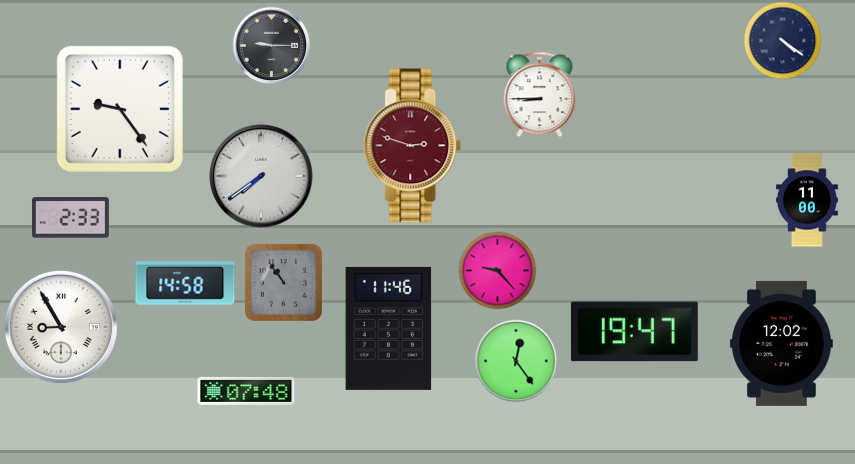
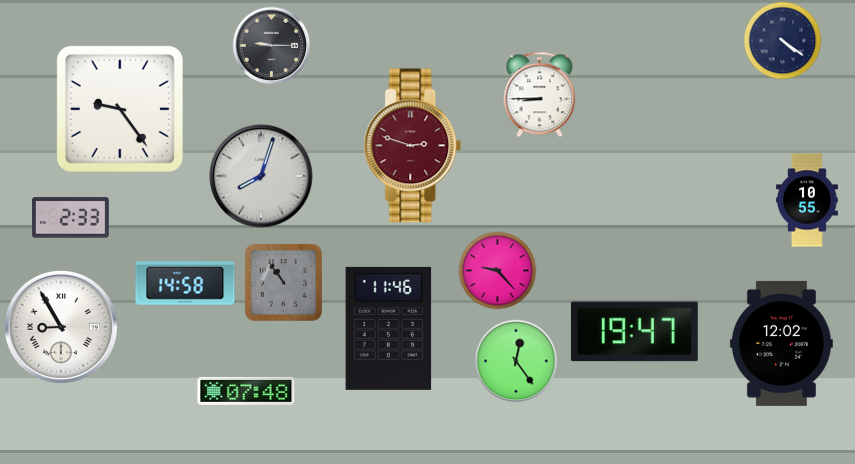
clock at (261, 176): 7:39 -> 8:03
clock at (807, 200): 11:00 -> 10:55
